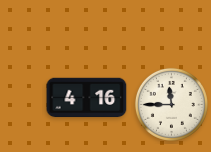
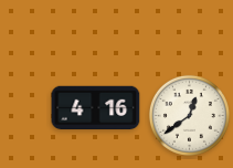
clock at (171, 104): 11:45 -> 12:39
